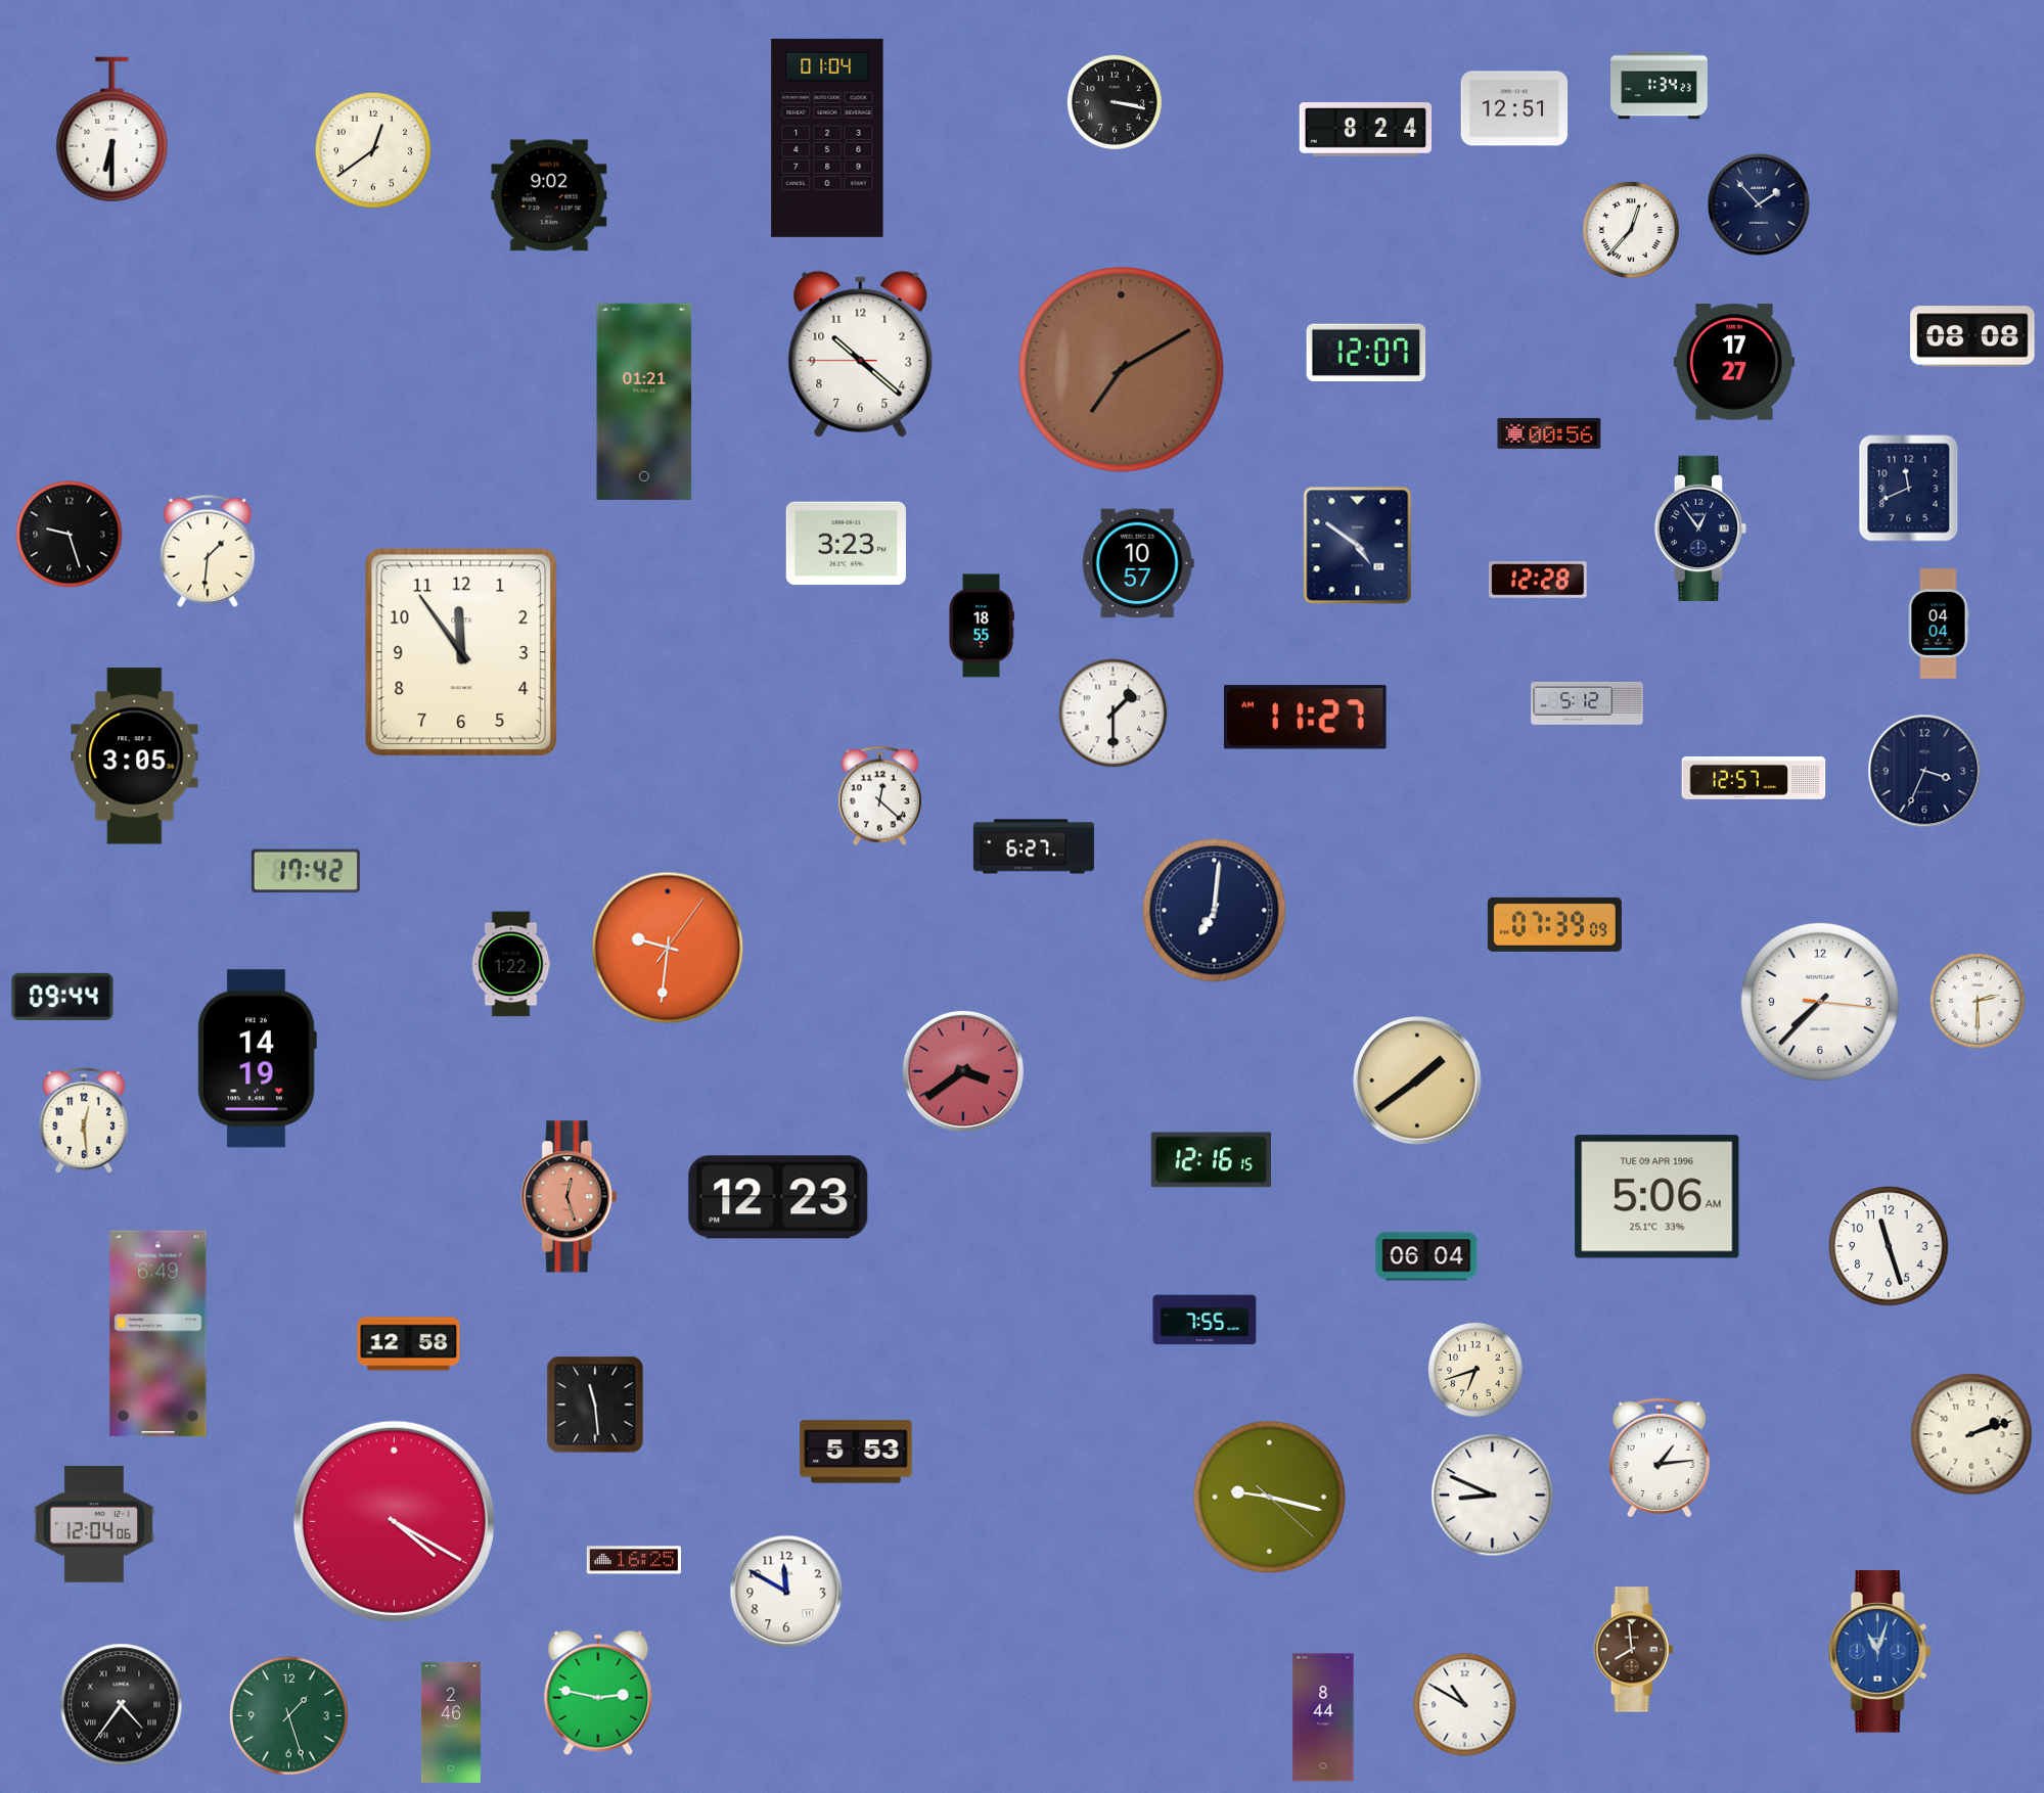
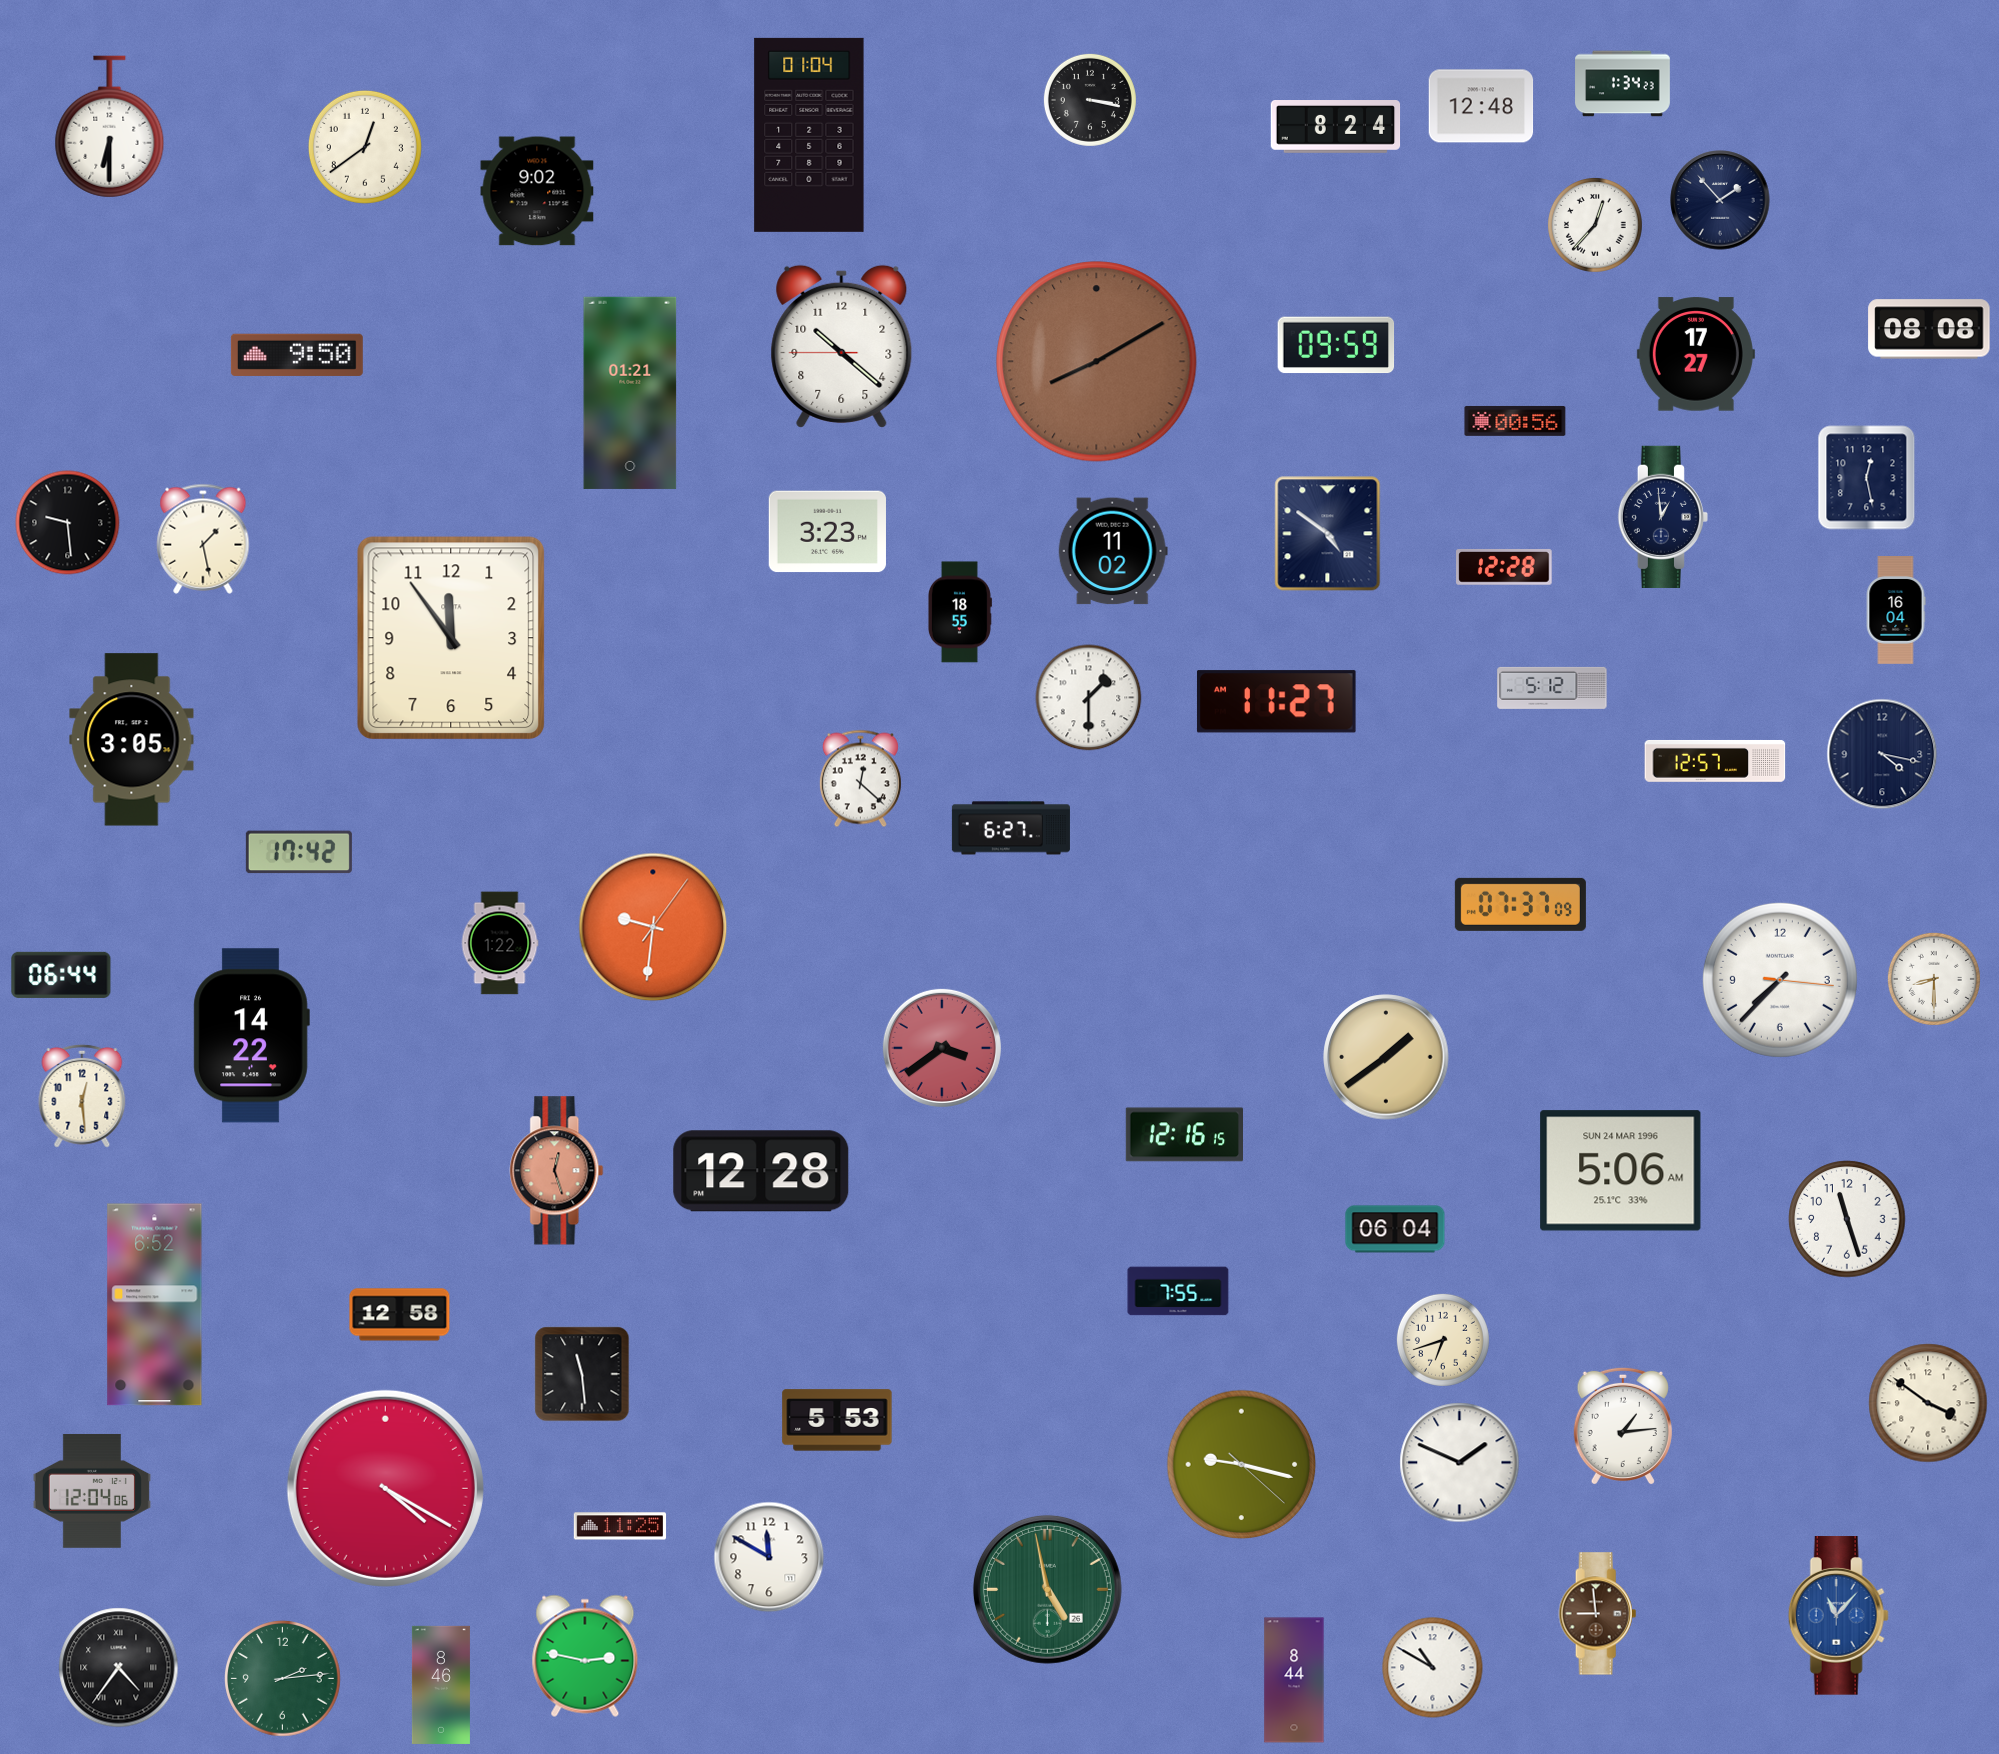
clock at (1514, 108): 12:51 -> 12:48
clock at (1366, 353): 12:07 -> 09:59
clock at (297, 354): none -> 9:50
clock at (1122, 370): 7:10 -> 8:10
clock at (1549, 433) position: (1549, 433) -> (1515, 421)
clock at (1909, 489): 11:41 -> 12:28
clock at (1699, 528): 12:54 -> 12:59
clock at (70, 535): 9:27 -> 9:29
clock at (208, 551): 1:31 -> 1:28
clock at (1138, 563): 10:57 -> 11:02
clock at (1939, 624): 04:04 -> 16:04
clock at (1924, 771): 3:34 -> 4:17
clock at (1215, 911): 7:01 -> none
clock at (1554, 924): 07:39 -> 07:37
clock at (62, 997): 09:44 -> 06:44
clock at (1978, 1001): 2:30 -> 8:30
clock at (257, 1059): 14:19 -> 14:22
clock at (778, 1197): 12:23 -> 12:28
clock at (1657, 1197) date: TUE 09 APR 1996 -> SUN 24 MAR 1996
clock at (158, 1334): 6:49 -> 6:52
clock at (1971, 1434): 2:12 -> 3:51
clock at (1493, 1496): 8:49 -> 1:49
clock at (634, 1560): 16:25 -> 11:25
clock at (1047, 1589): none -> 4:58
clock at (1634, 1650): 7:59 -> 8:59
clock at (1879, 1652): 11:03 -> 11:07
clock at (289, 1716): 1:27 -> 2:14
clock at (451, 1722): 2:46 -> 8:46
